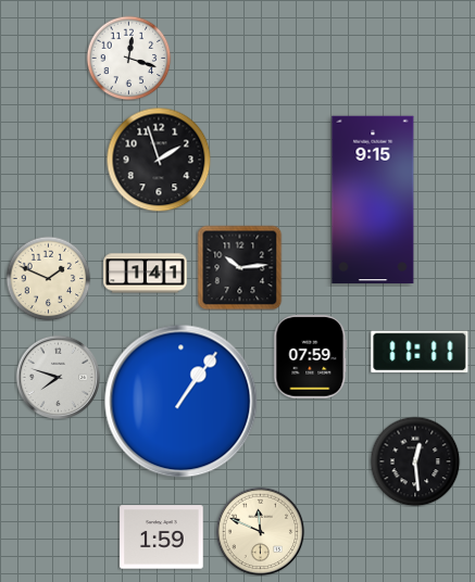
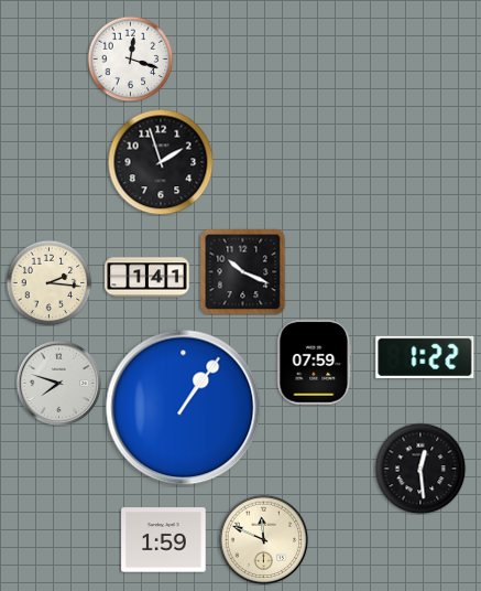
clock at (373, 200): 9:15 -> none
clock at (239, 267): 10:14 -> 10:19
clock at (48, 278): 1:49 -> 2:16
clock at (420, 351): 11:11 -> 1:22
clock at (162, 537) position: (162, 537) -> (164, 540)
